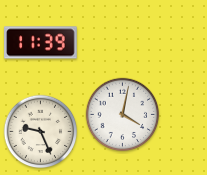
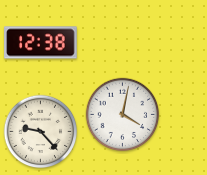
clock at (41, 43): 11:39 -> 12:38
clock at (41, 132): 9:26 -> 9:23
